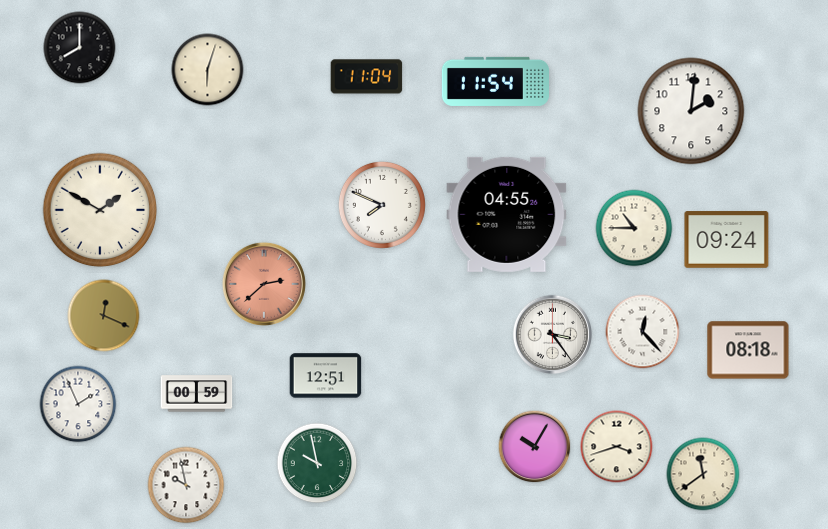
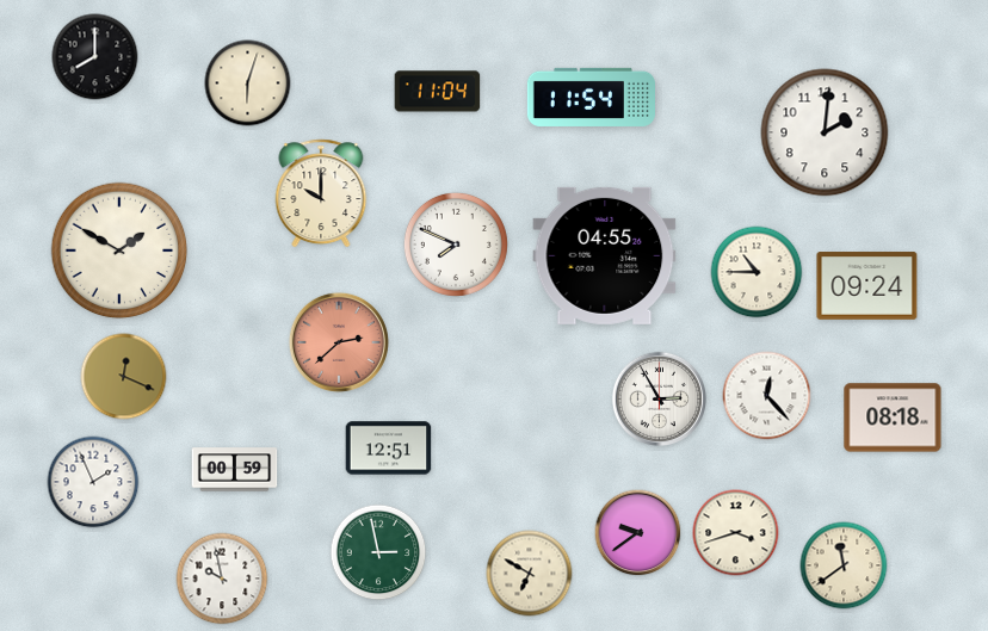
clock at (321, 193): none -> 10:00
clock at (264, 284) position: (264, 284) -> (339, 342)
clock at (552, 334): 3:24 -> 2:55
clock at (535, 447): 10:05 -> 9:39
clock at (317, 463): 9:58 -> 2:58
clock at (703, 474) position: (703, 474) -> (844, 565)
clock at (530, 574): none -> 6:50
